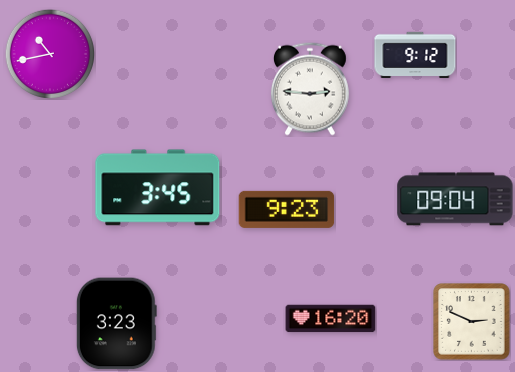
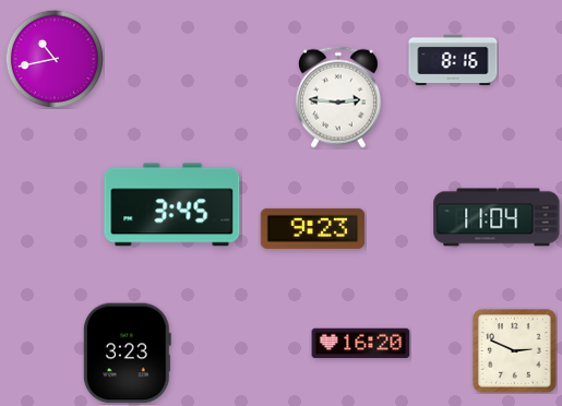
clock at (415, 55): 9:12 -> 8:16
clock at (455, 199): 09:04 -> 11:04
clock at (331, 319) position: (331, 319) -> (361, 344)
